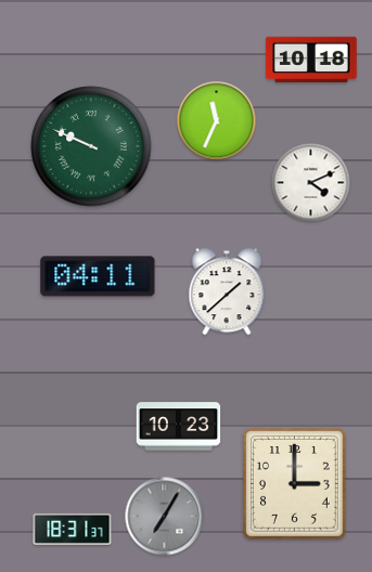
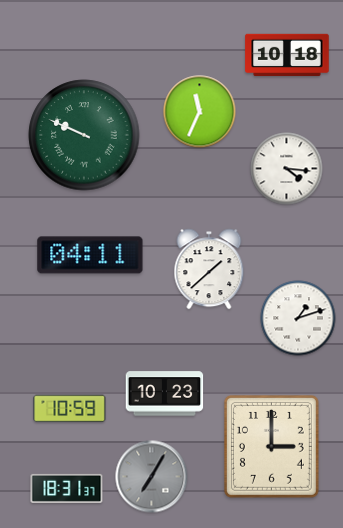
clock at (311, 183): 4:11 -> 4:16
clock at (298, 318): none -> 1:12
clock at (70, 409): none -> 10:59
